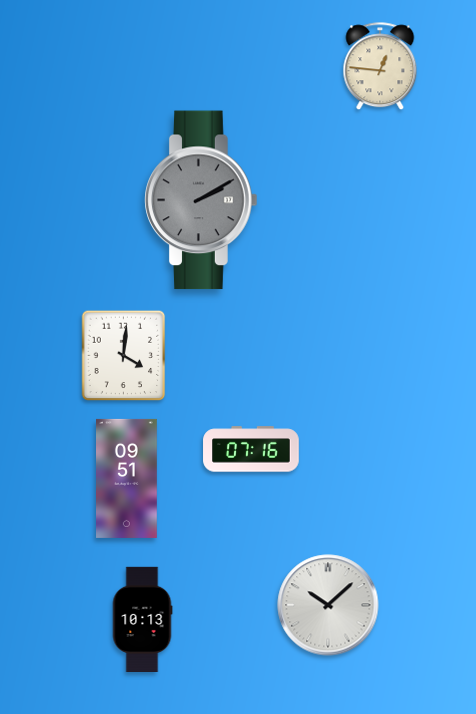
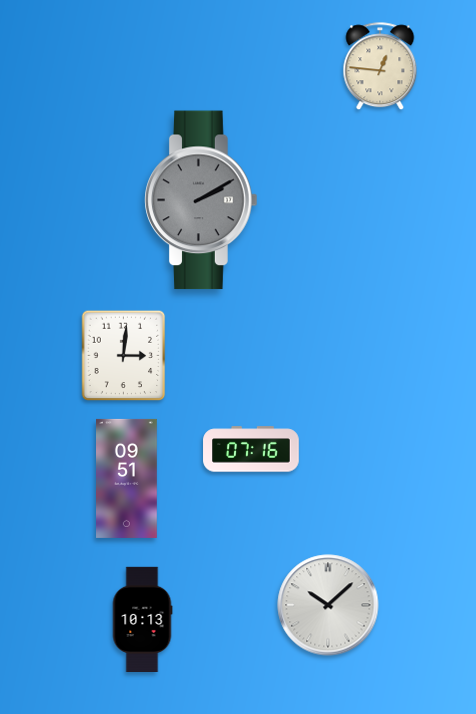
clock at (124, 356): 4:01 -> 3:01
